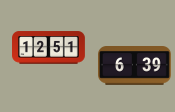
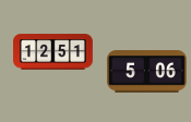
clock at (135, 66): 6:39 -> 5:06
